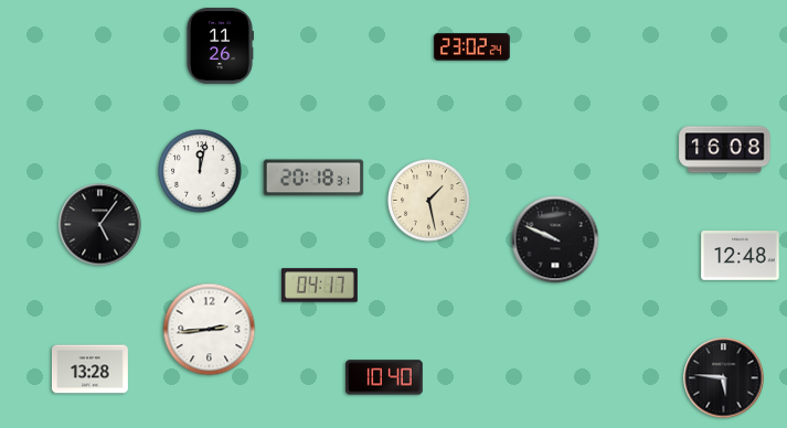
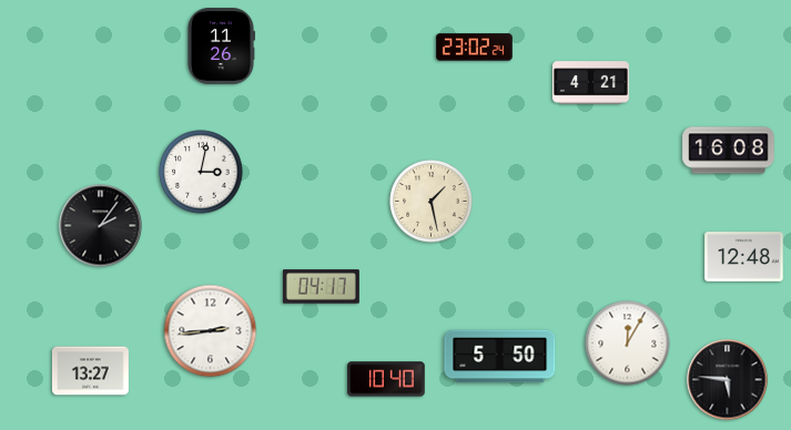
clock at (591, 83): none -> 4:21
clock at (200, 171): 12:02 -> 3:02
clock at (313, 178): 20:18 -> none
clock at (100, 225): 5:06 -> 2:06
clock at (555, 239): 9:49 -> none
clock at (628, 344): none -> 12:05
clock at (500, 357): none -> 5:50
clock at (89, 370): 13:28 -> 13:27
